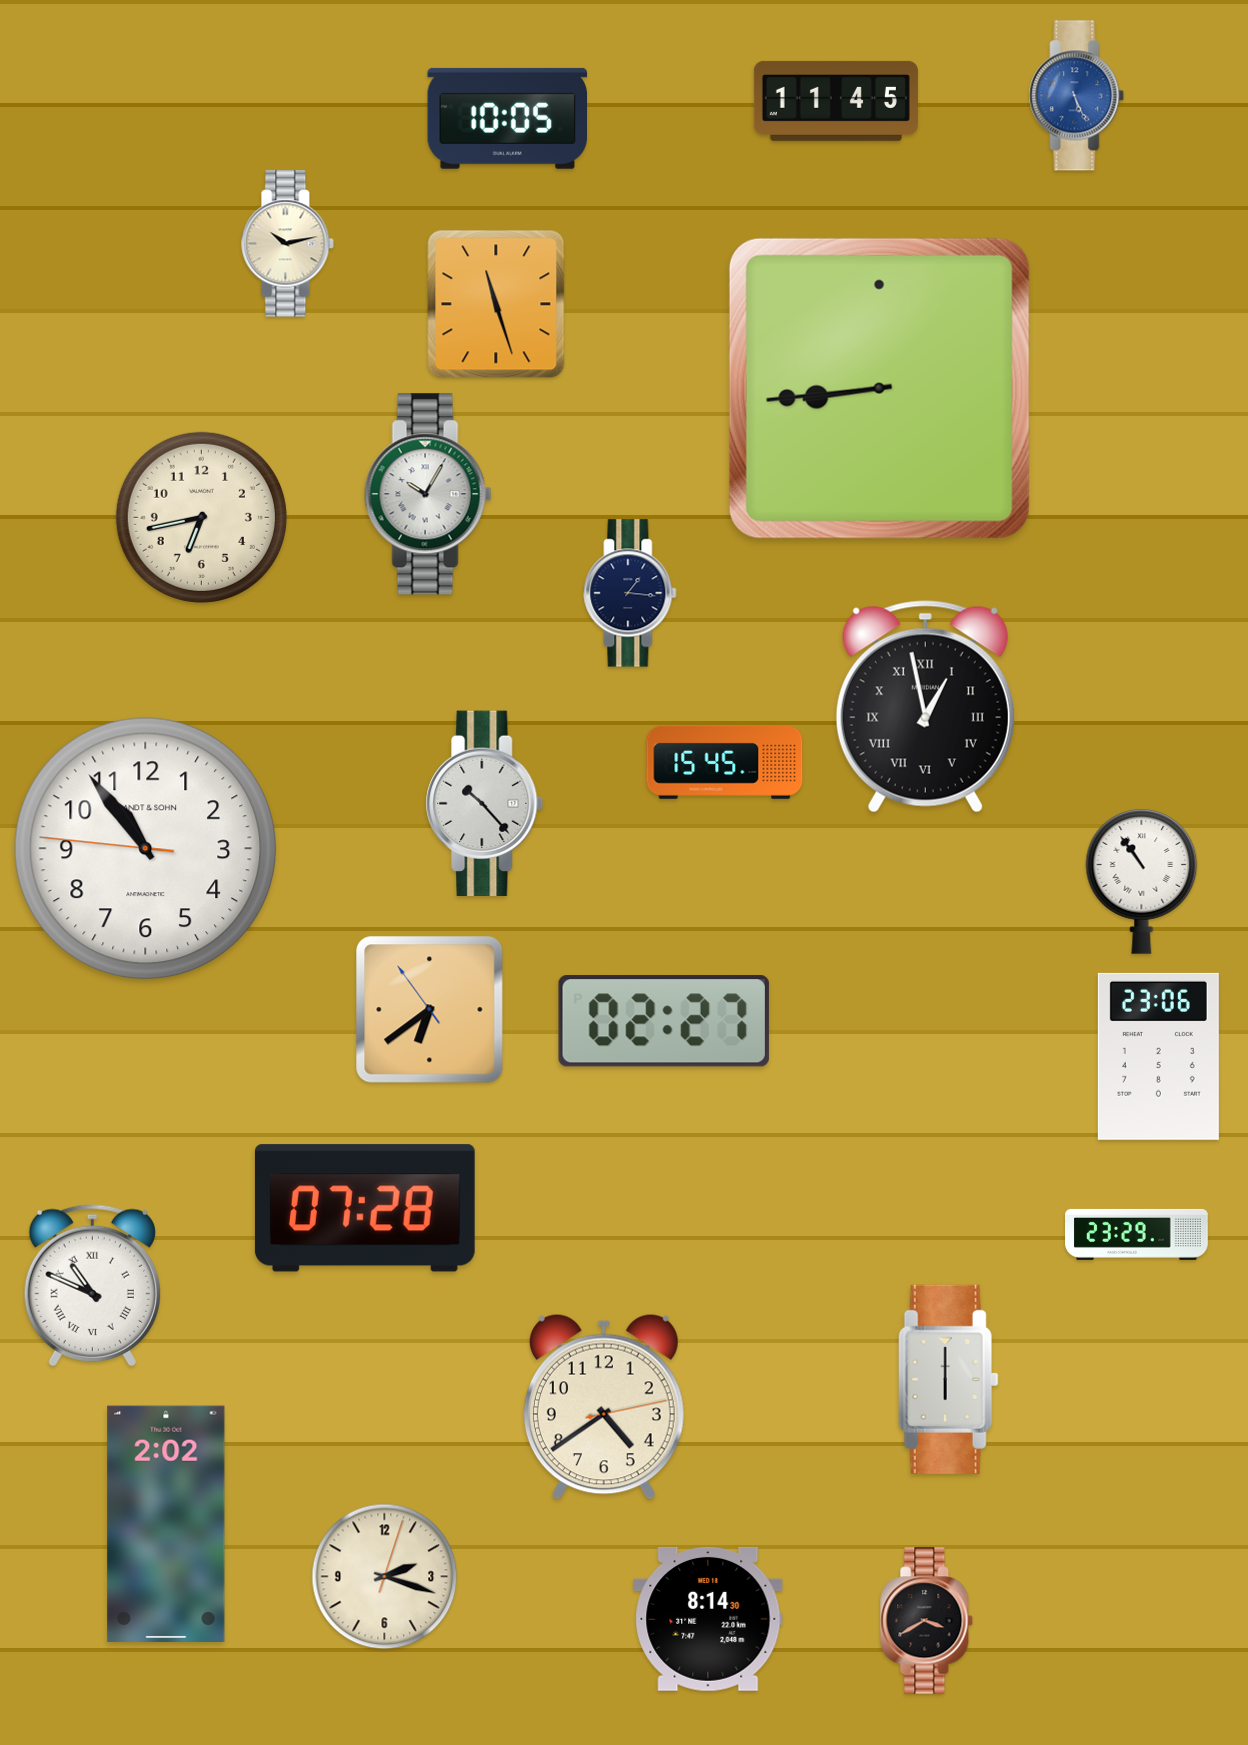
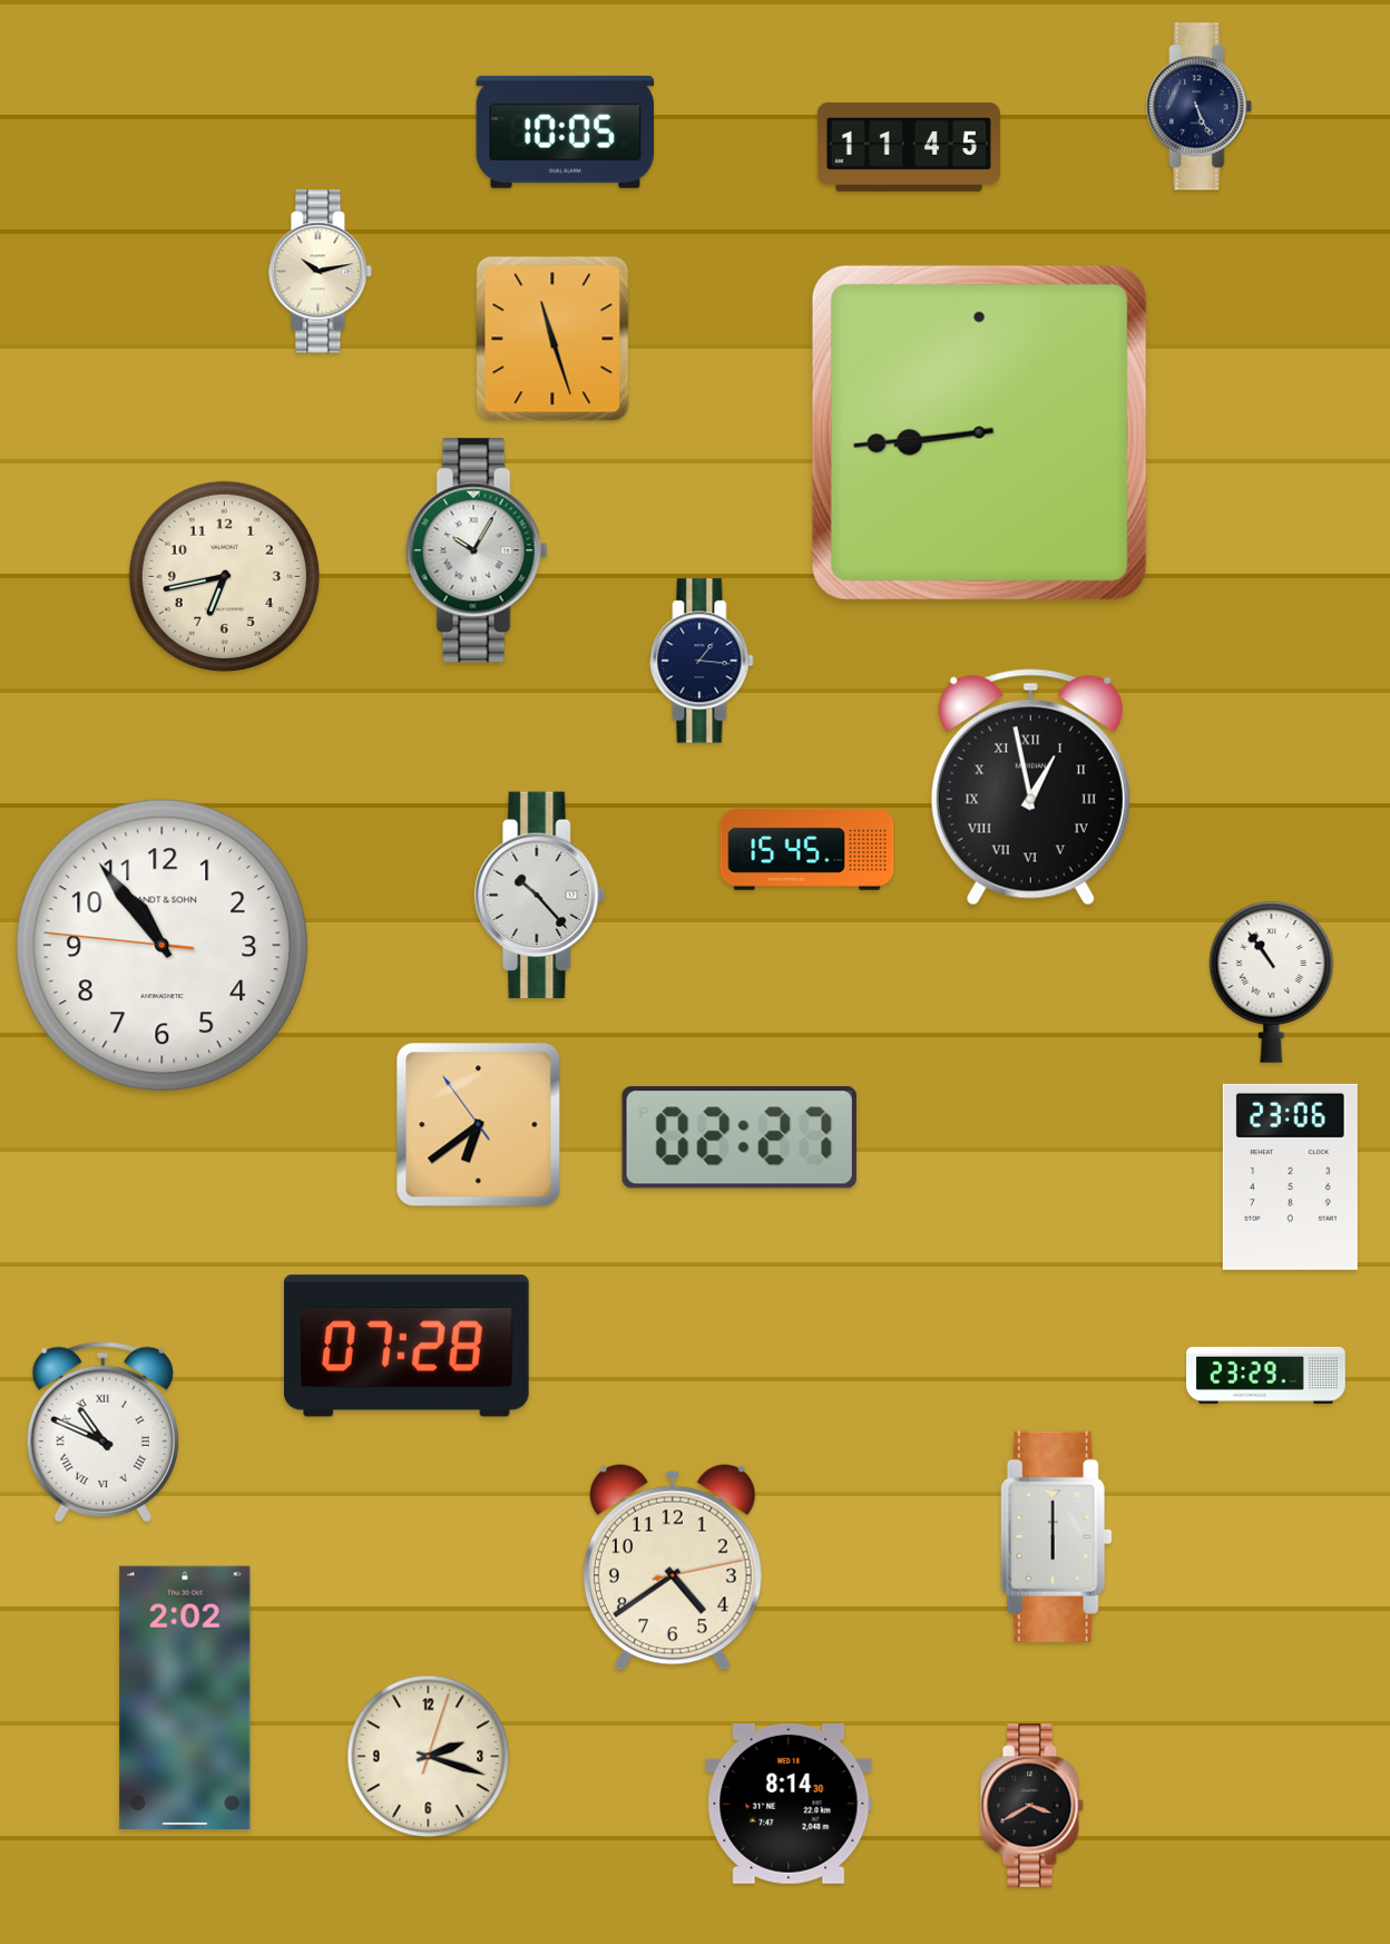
clock at (1077, 96) dial: blue -> navy
clock at (836, 101) position: (836, 101) -> (909, 147)
